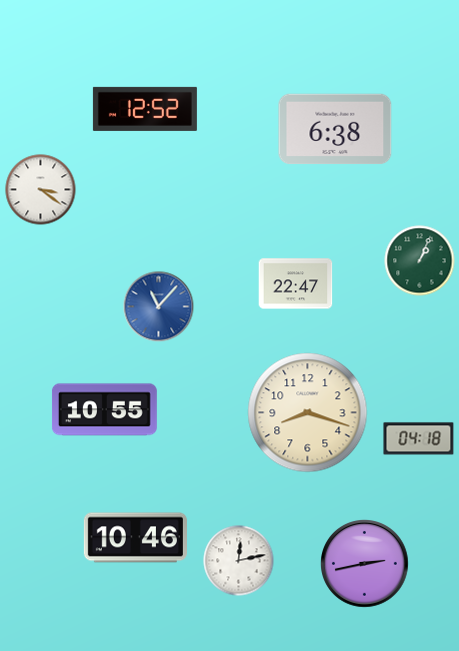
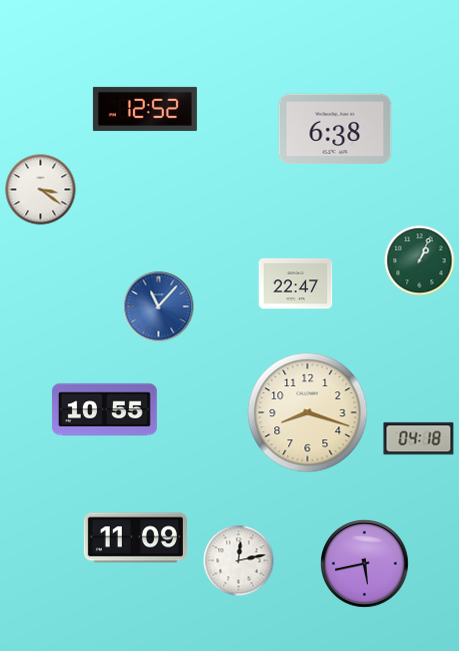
clock at (135, 538): 10:46 -> 11:09
clock at (365, 564): 2:43 -> 5:43
